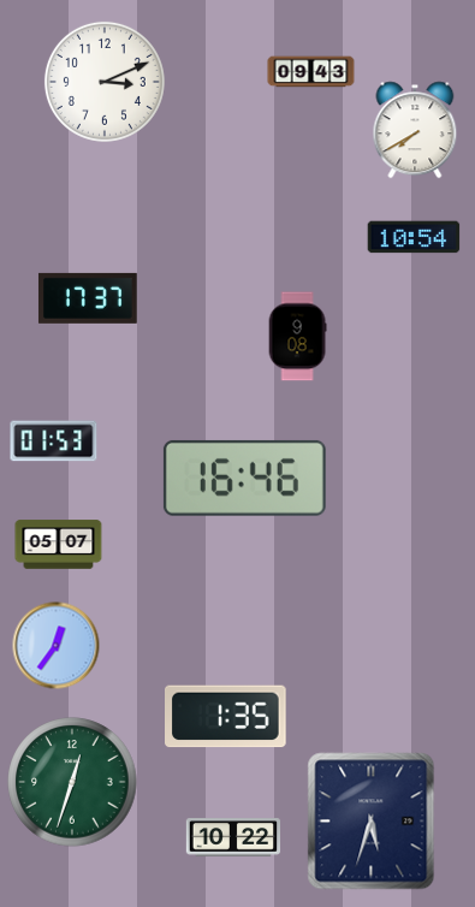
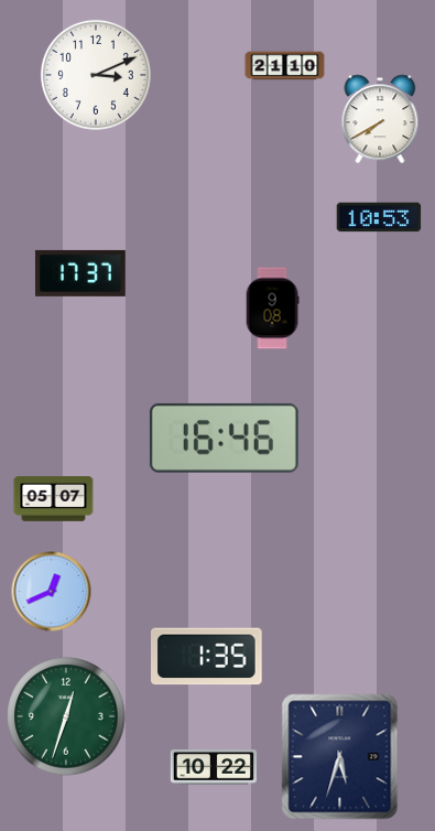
clock at (311, 72): 09:43 -> 21:10
clock at (414, 237): 10:54 -> 10:53
clock at (54, 441): 01:53 -> none
clock at (57, 646): 12:36 -> 12:41
clock at (372, 822) position: (372, 822) -> (340, 757)
